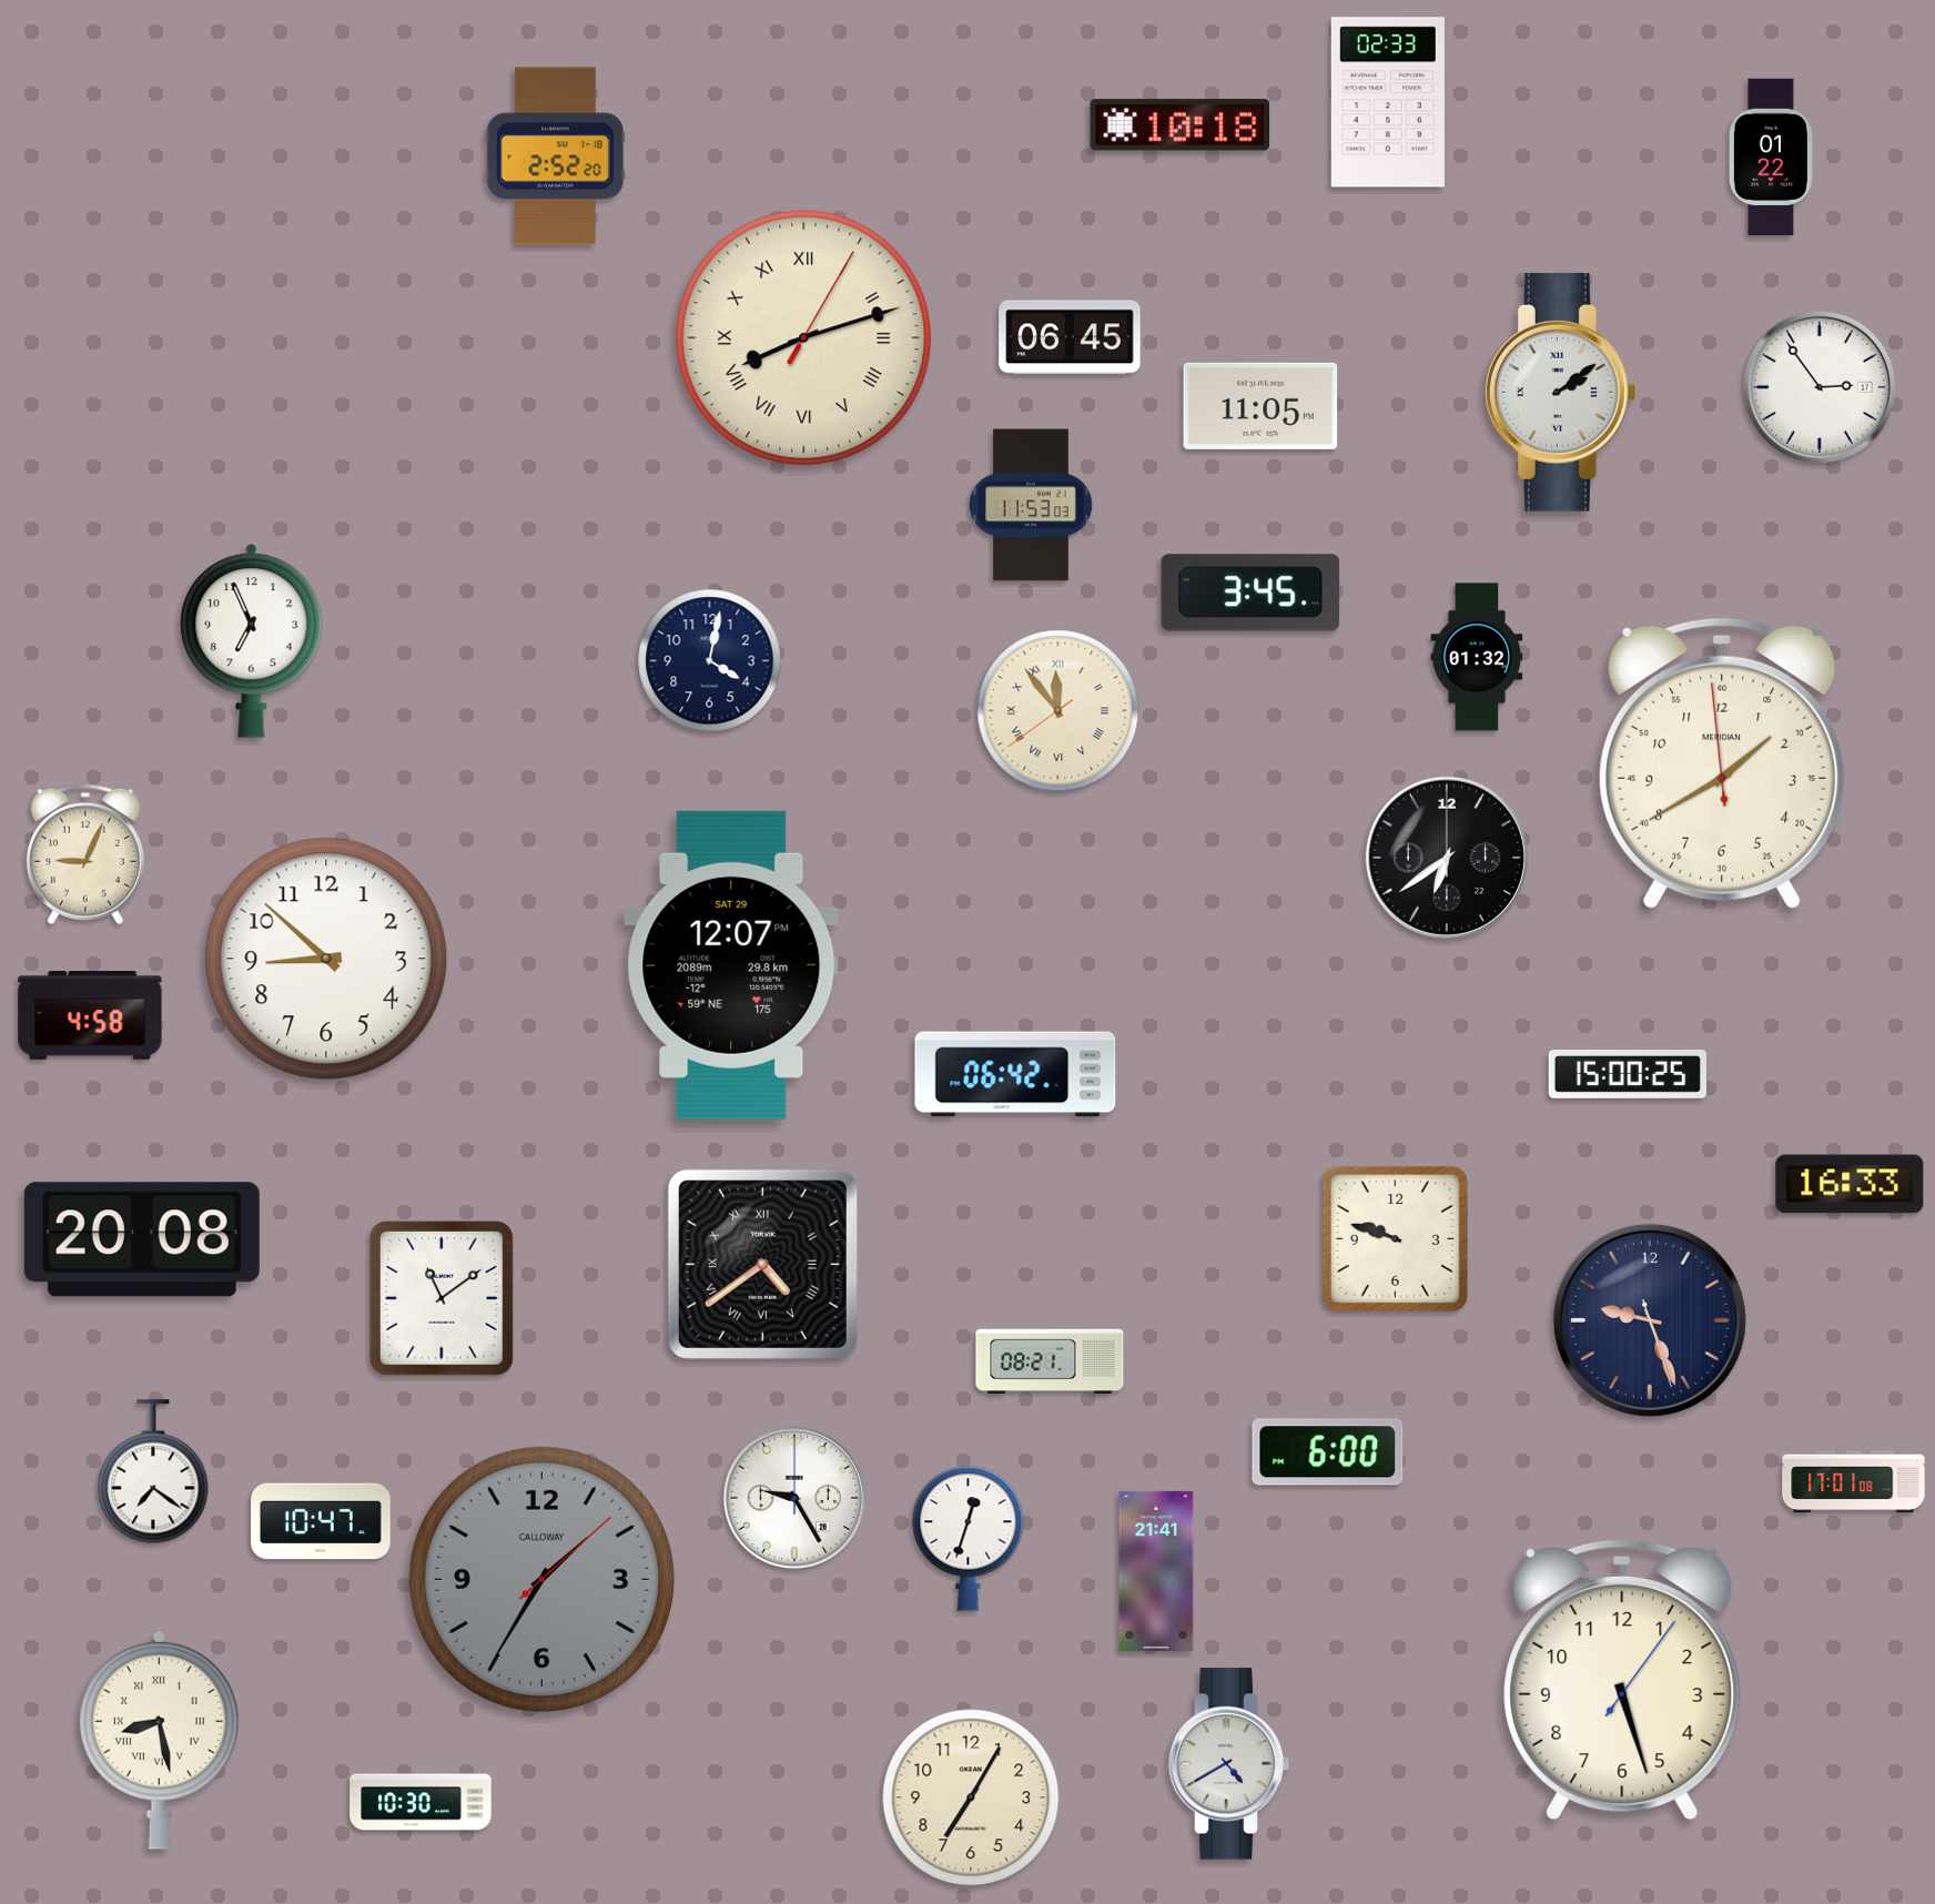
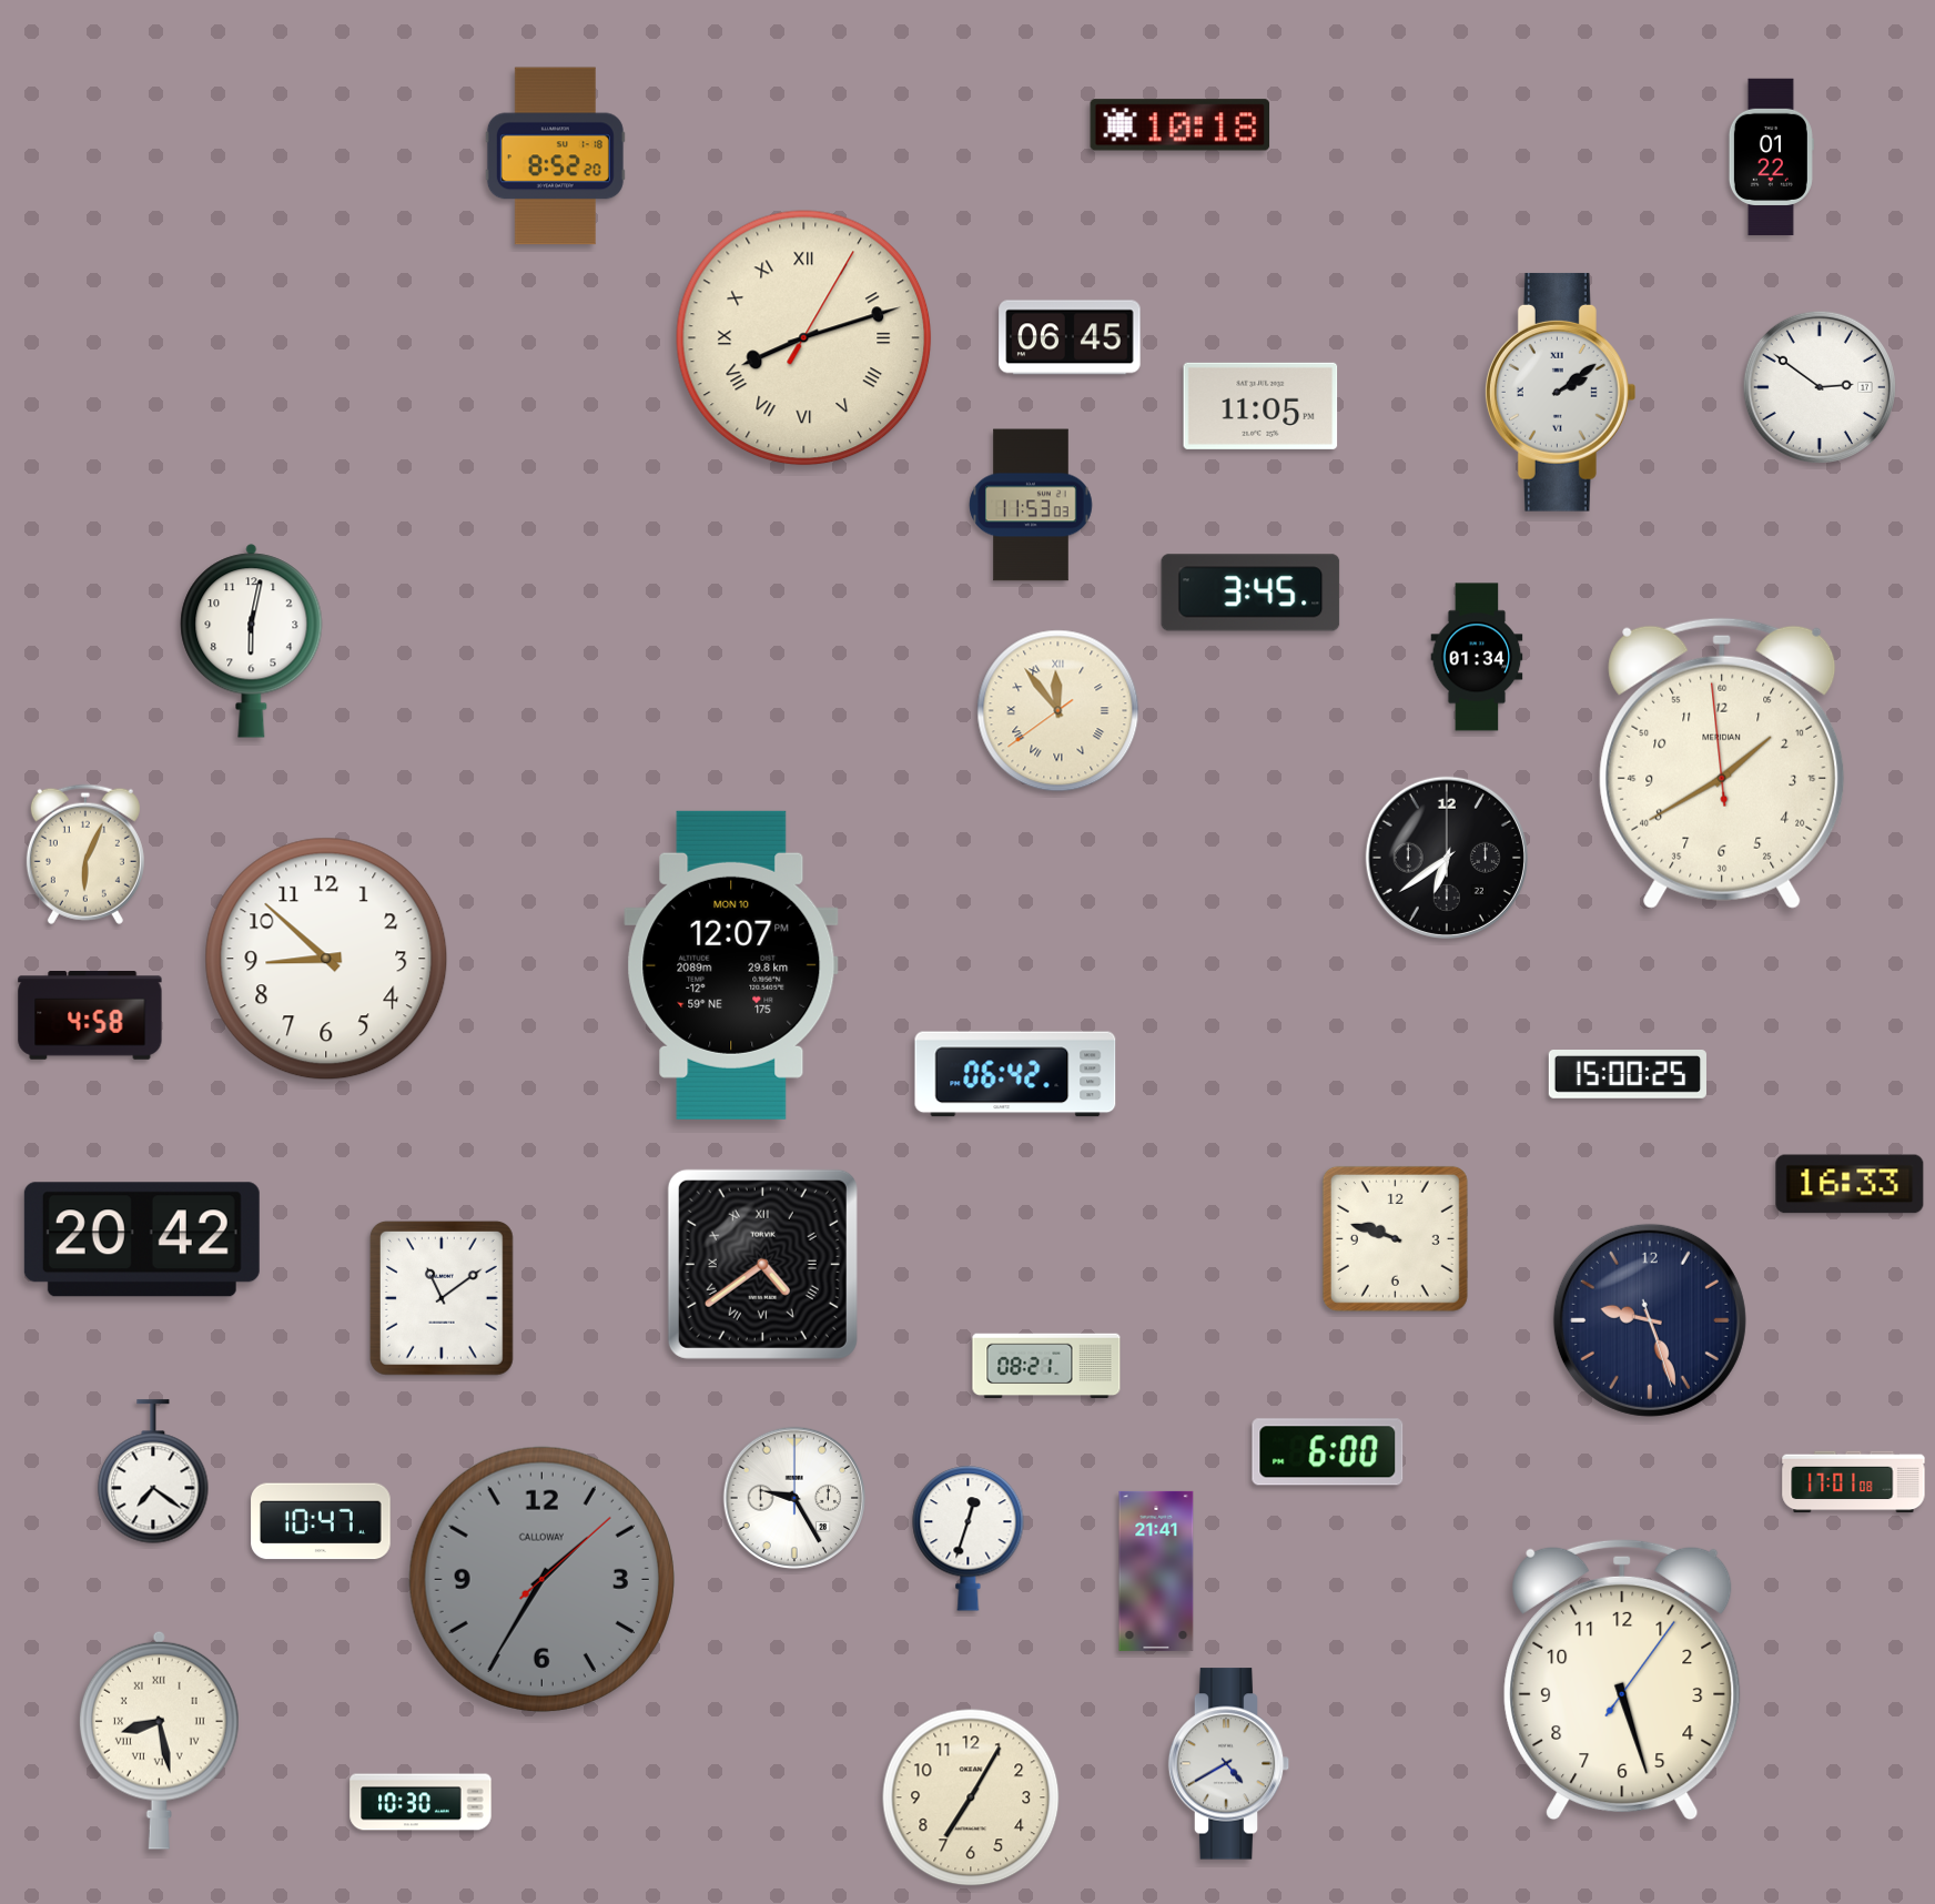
clock at (1388, 102): 02:33 -> none
clock at (555, 156): 2:52 -> 8:52
clock at (1820, 387): 2:54 -> 2:51
clock at (252, 641): 6:56 -> 6:02
clock at (1477, 657): 01:32 -> 01:34
clock at (710, 661): 4:02 -> none
clock at (85, 854): 9:04 -> 6:04
clock at (731, 965) date: SAT 29 -> MON 10
clock at (142, 1239): 20:08 -> 20:42
clock at (1050, 1361) position: (1050, 1361) -> (1046, 1366)
